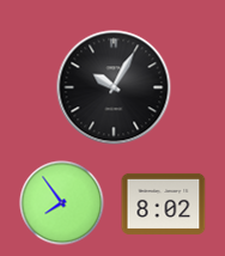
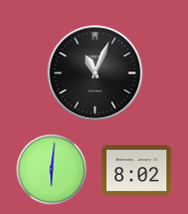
clock at (114, 87): 10:05 -> 11:04
clock at (62, 203): 7:54 -> 6:01
